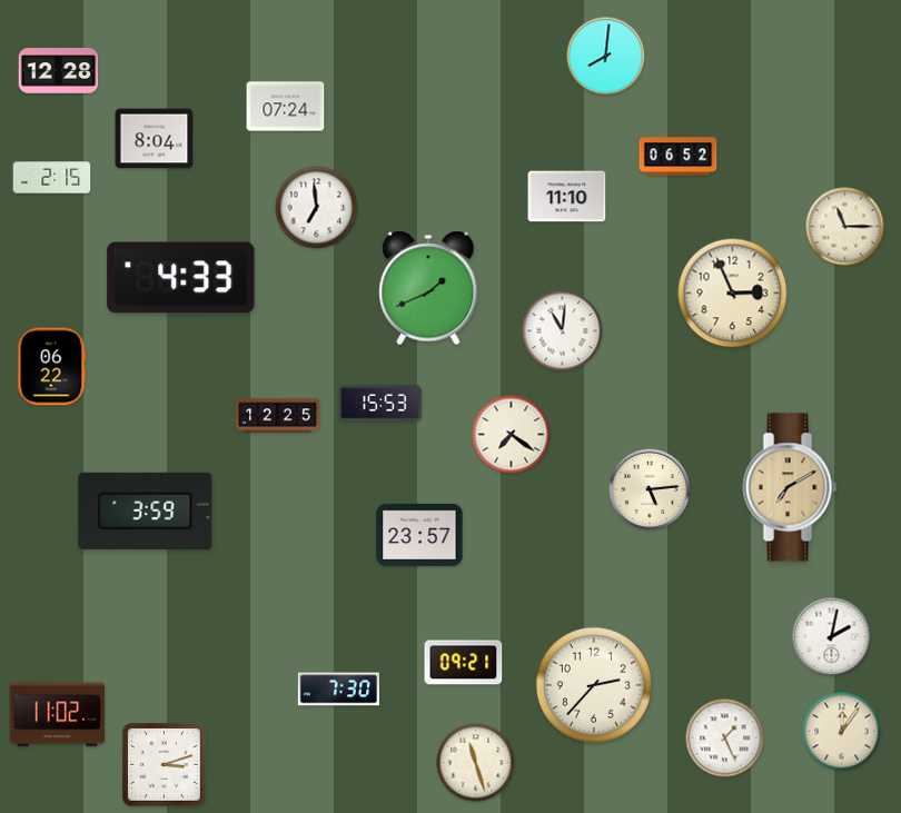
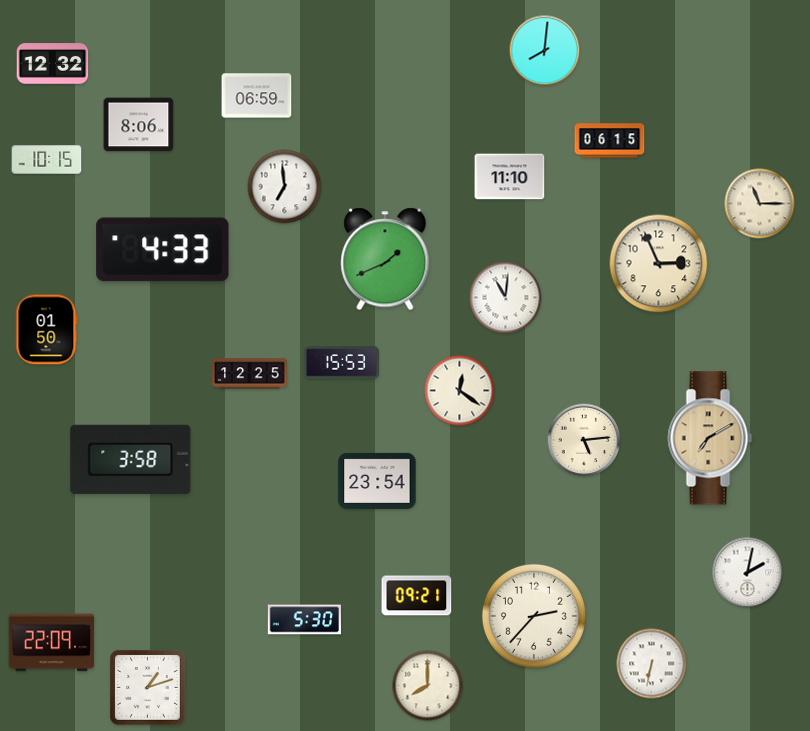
clock at (59, 71): 12:28 -> 12:32
clock at (286, 107): 07:24 -> 06:59
clock at (155, 139): 8:04 -> 8:06
clock at (679, 157): 06:52 -> 06:15
clock at (52, 178): 2:15 -> 10:15
clock at (52, 367): 06:22 -> 01:50
clock at (512, 435): 7:21 -> 12:21
clock at (146, 510): 3:59 -> 3:58
clock at (419, 535): 23:57 -> 23:54
clock at (338, 690): 7:30 -> 5:30
clock at (58, 715): 11:02 -> 22:09
clock at (842, 732): 12:06 -> none
clock at (725, 738): 1:26 -> 6:32
clock at (476, 763): 11:27 -> 8:00
clock at (164, 764): 3:12 -> 1:12
